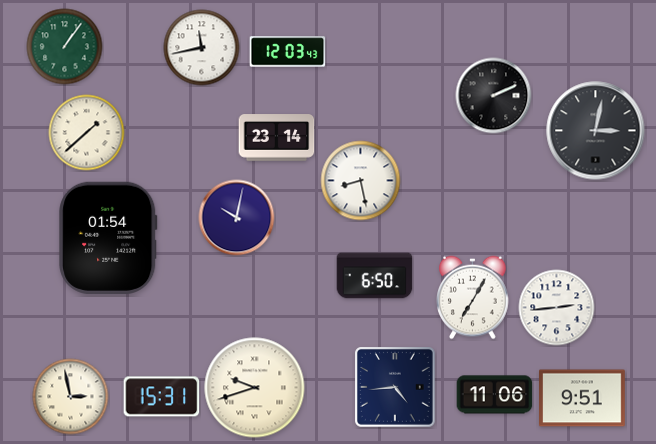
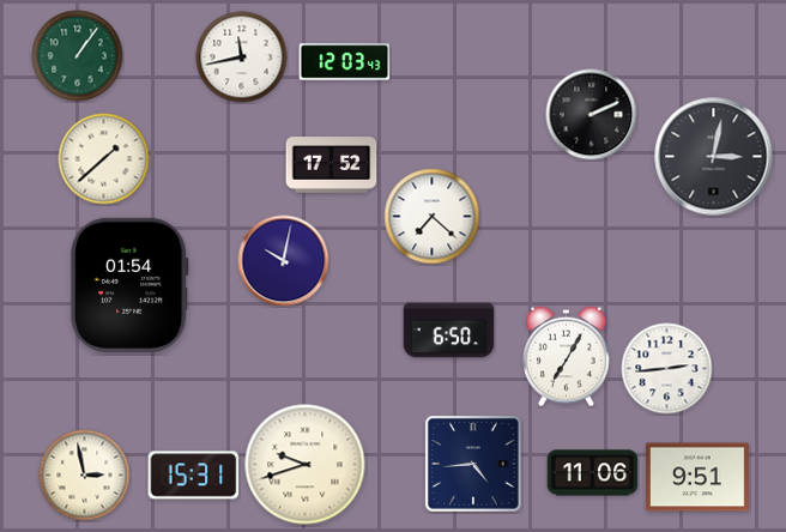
clock at (277, 138): 23:14 -> 17:52
clock at (361, 181): 8:28 -> 7:22
